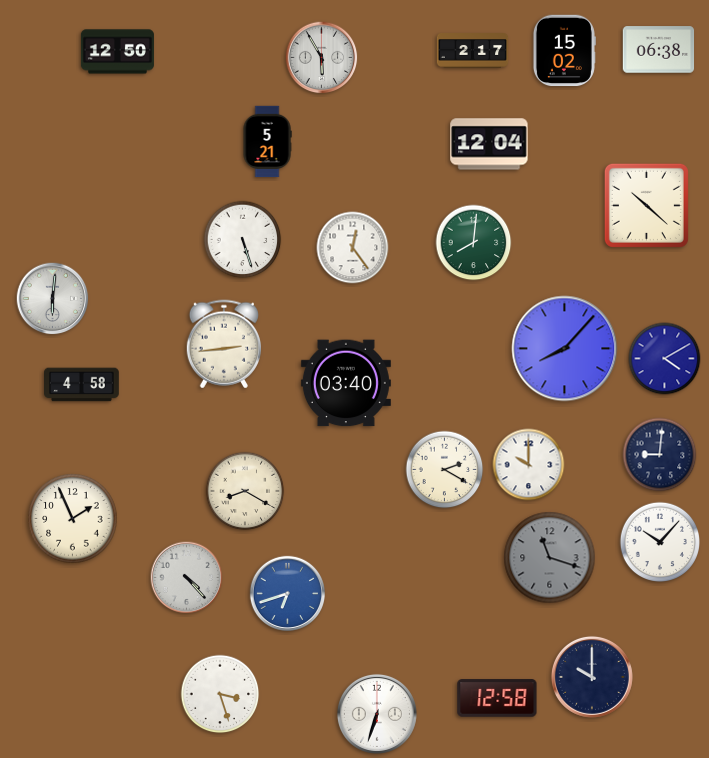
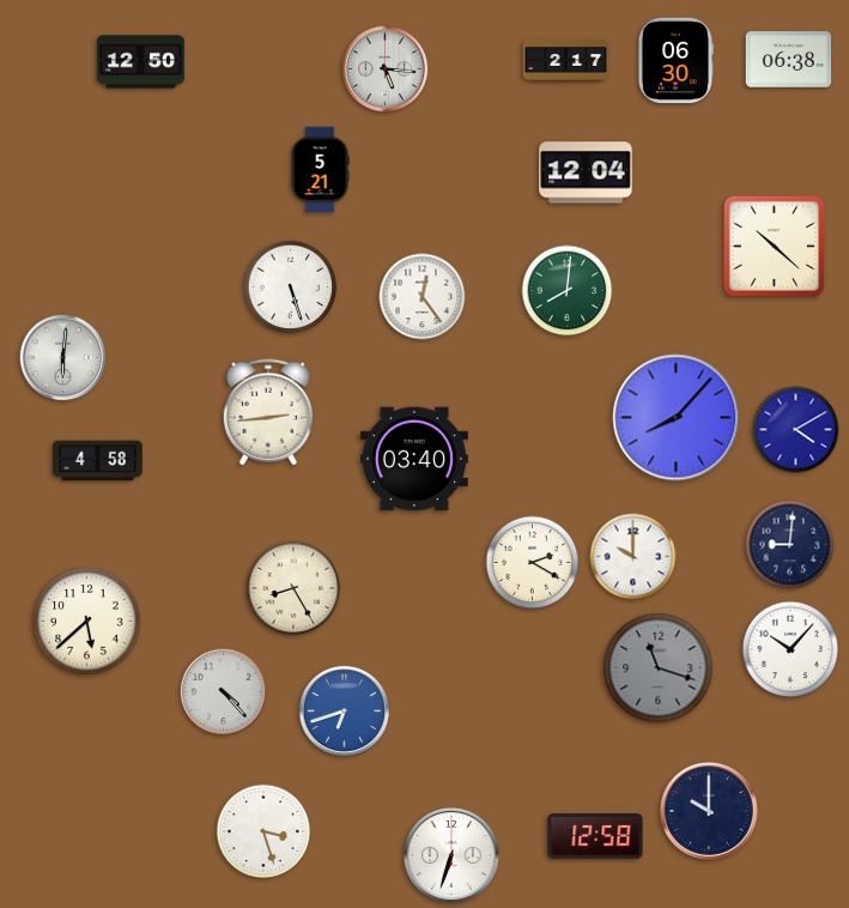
clock at (564, 51): 15:02 -> 06:30
clock at (322, 58): 5:55 -> 5:16
clock at (245, 491): 8:20 -> 8:25
clock at (73, 519): 1:56 -> 5:38
